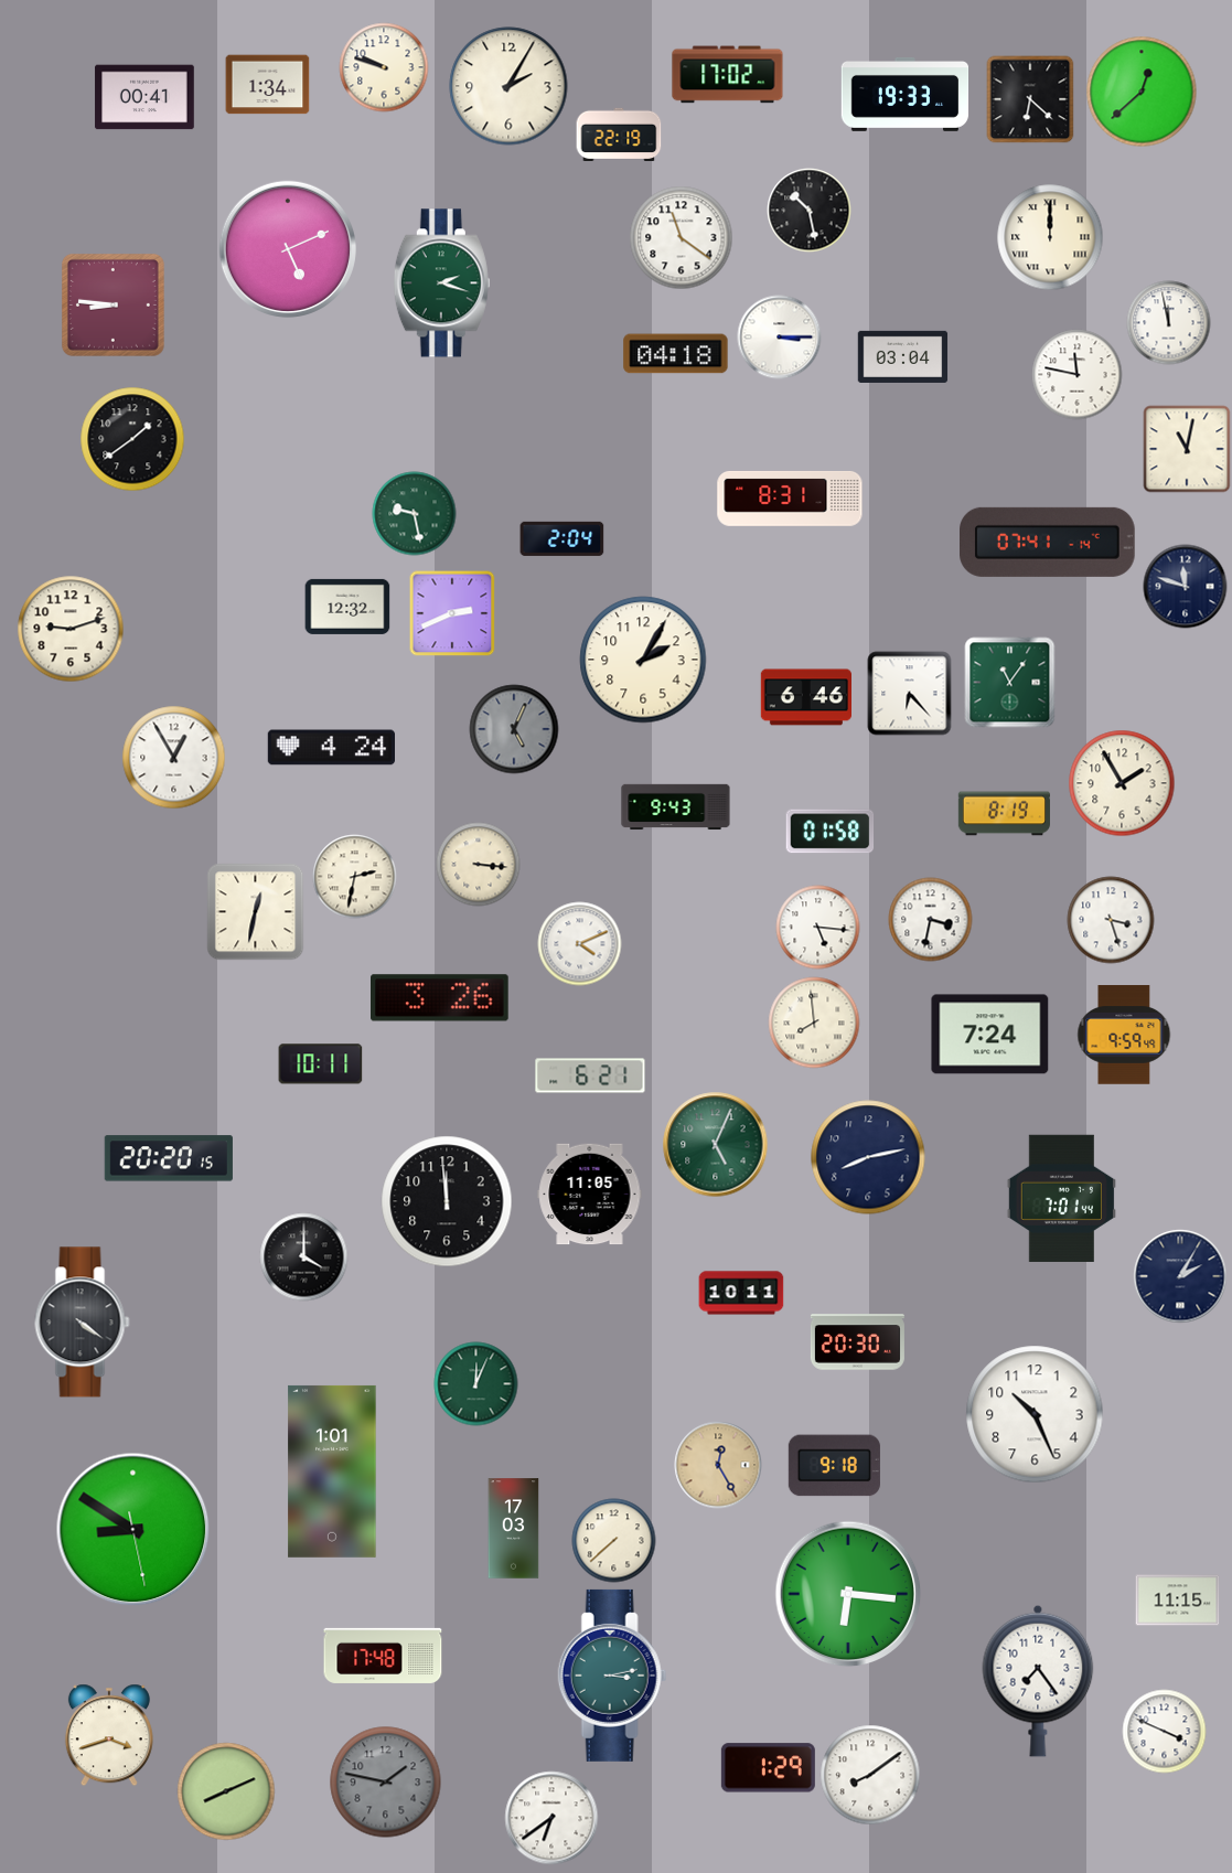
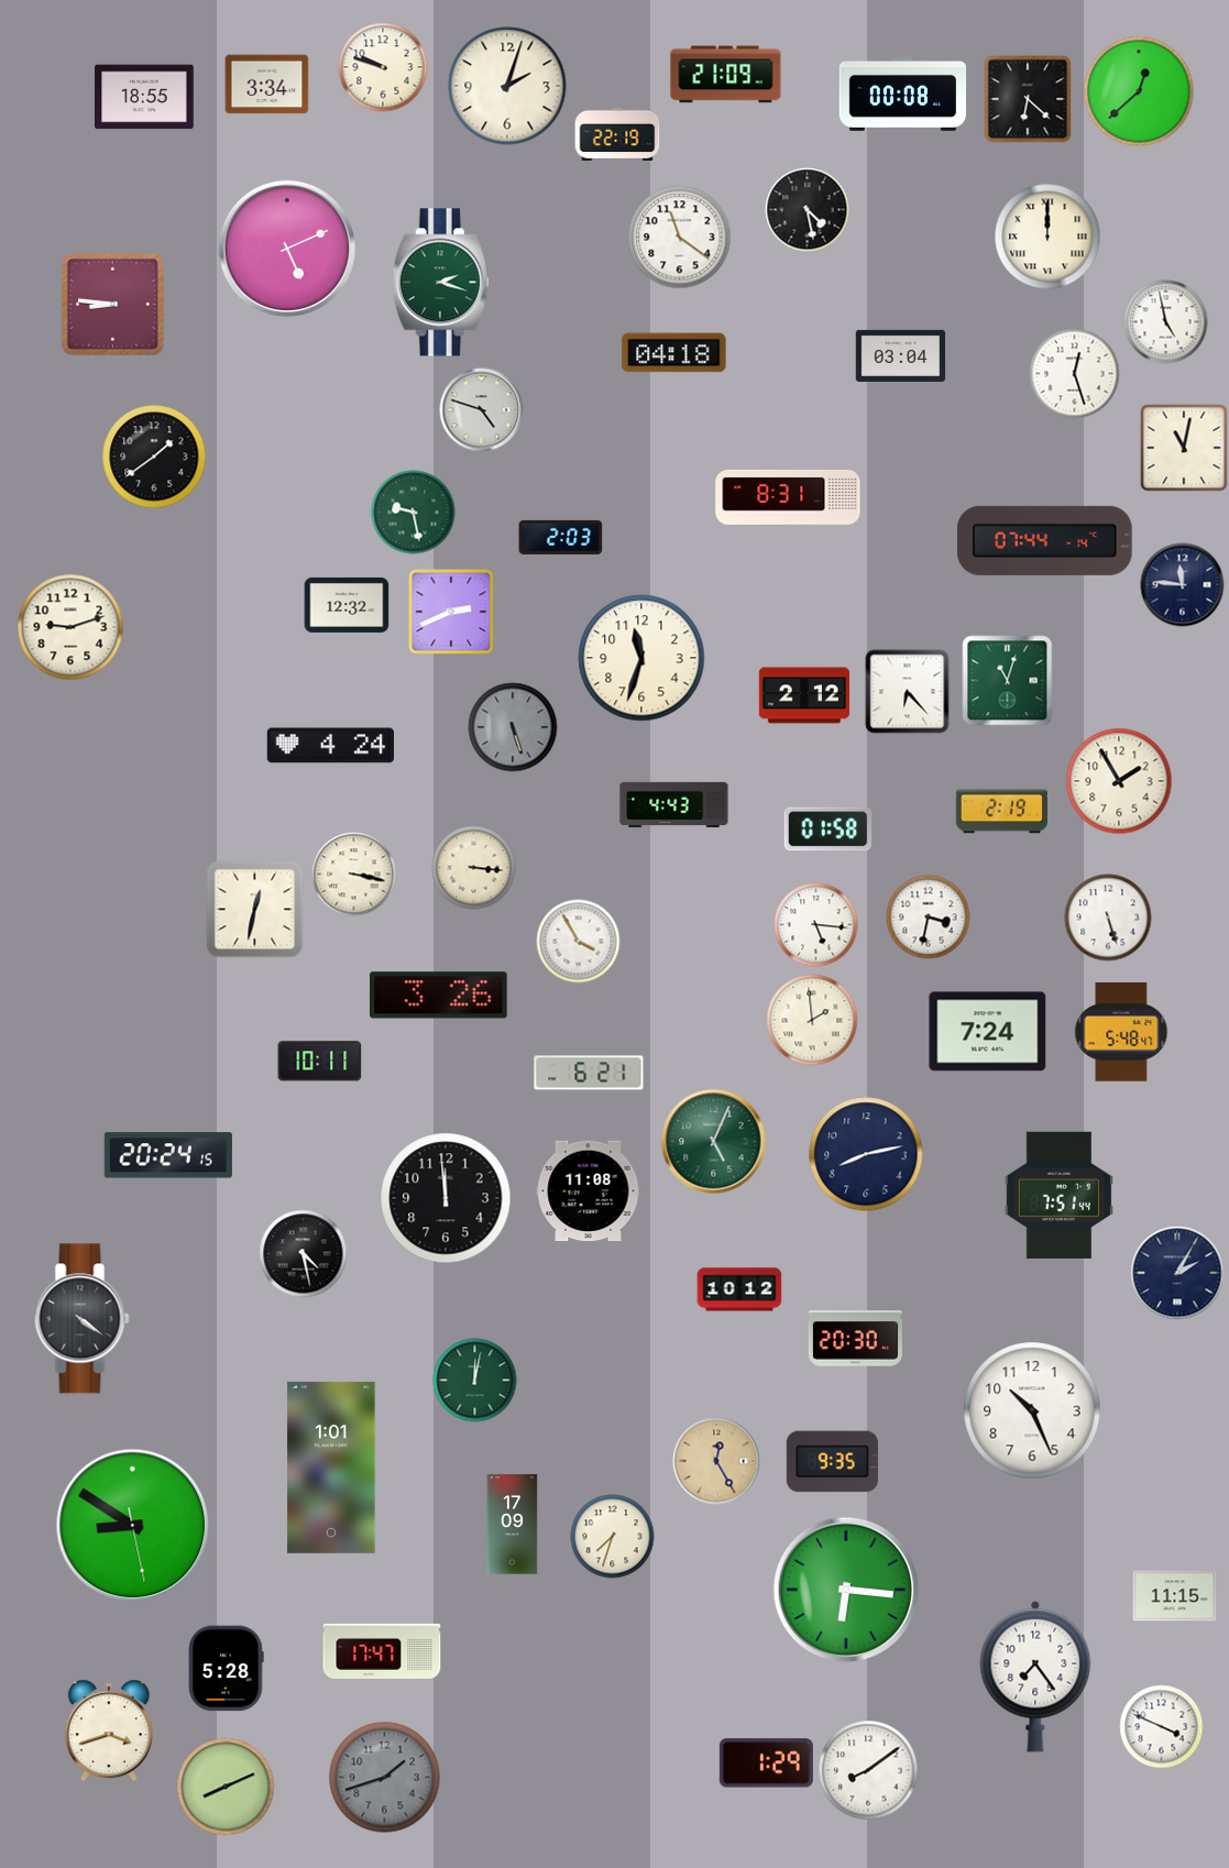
clock at (728, 75): 17:02 -> 21:09
clock at (268, 85): 1:34 -> 3:34
clock at (508, 86): 2:05 -> 2:03
clock at (906, 94): 19:33 -> 00:08
clock at (144, 97): 00:41 -> 18:55
clock at (810, 211): 10:28 -> 4:28
clock at (1169, 323): 11:58 -> 4:58
clock at (780, 338): 3:15 -> none
clock at (1078, 375): 11:47 -> 12:27
clock at (482, 410): none -> 4:48
clock at (132, 439) position: (132, 439) -> (154, 457)
clock at (563, 538): 2:04 -> 2:03
clock at (1048, 542): 07:41 -> 07:44
clock at (1186, 587): 11:48 -> 11:46
clock at (643, 660): 2:05 -> 11:33
clock at (1010, 683): 11:06 -> 11:03
clock at (805, 697): 6:46 -> 2:12
clock at (514, 729): 5:04 -> 5:27
clock at (174, 758): 12:55 -> none
clock at (676, 807): 9:43 -> 4:43
clock at (1004, 814): 8:19 -> 2:19
clock at (479, 865) position: (479, 865) -> (474, 868)
clock at (355, 877): 2:32 -> 3:17
clock at (1111, 920): 3:27 -> 5:27
clock at (580, 944): 4:11 -> 3:55
clock at (814, 1023): 7:59 -> 1:59
clock at (1124, 1035): 9:59 -> 5:48
clock at (169, 1158): 20:20 -> 20:24
clock at (590, 1195): 11:05 -> 11:08
clock at (1061, 1198): 7:01 -> 7:51
clock at (304, 1257): 4:00 -> 4:28
clock at (741, 1293): 10:11 -> 10:12
clock at (476, 1384): 12:04 -> 12:02
clock at (834, 1466): 9:18 -> 9:35
clock at (514, 1529): 17:03 -> 17:09
clock at (614, 1541): 7:38 -> 7:33
clock at (383, 1656): 17:48 -> 17:47
clock at (227, 1669): none -> 5:28
clock at (612, 1676): 3:13 -> none
clock at (386, 1783): 1:47 -> 1:42
clock at (551, 1818): 6:39 -> none
